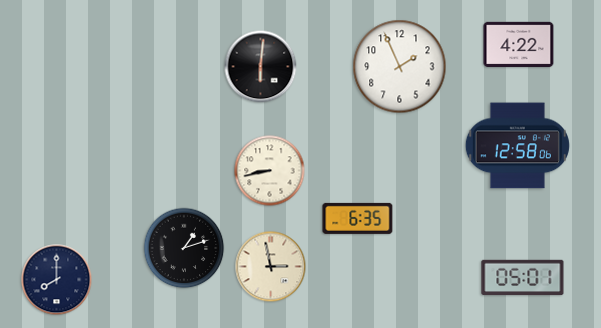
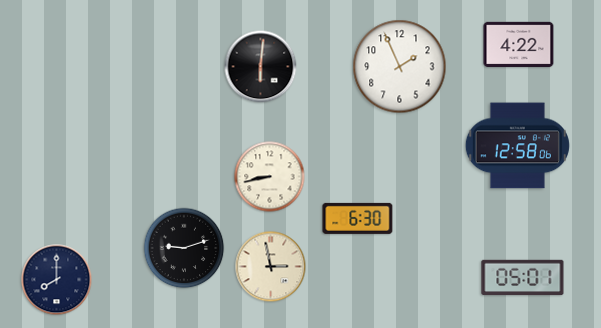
clock at (270, 171) position: (270, 171) -> (270, 177)
clock at (358, 218): 6:35 -> 6:30
clock at (184, 248): 1:12 -> 9:12
